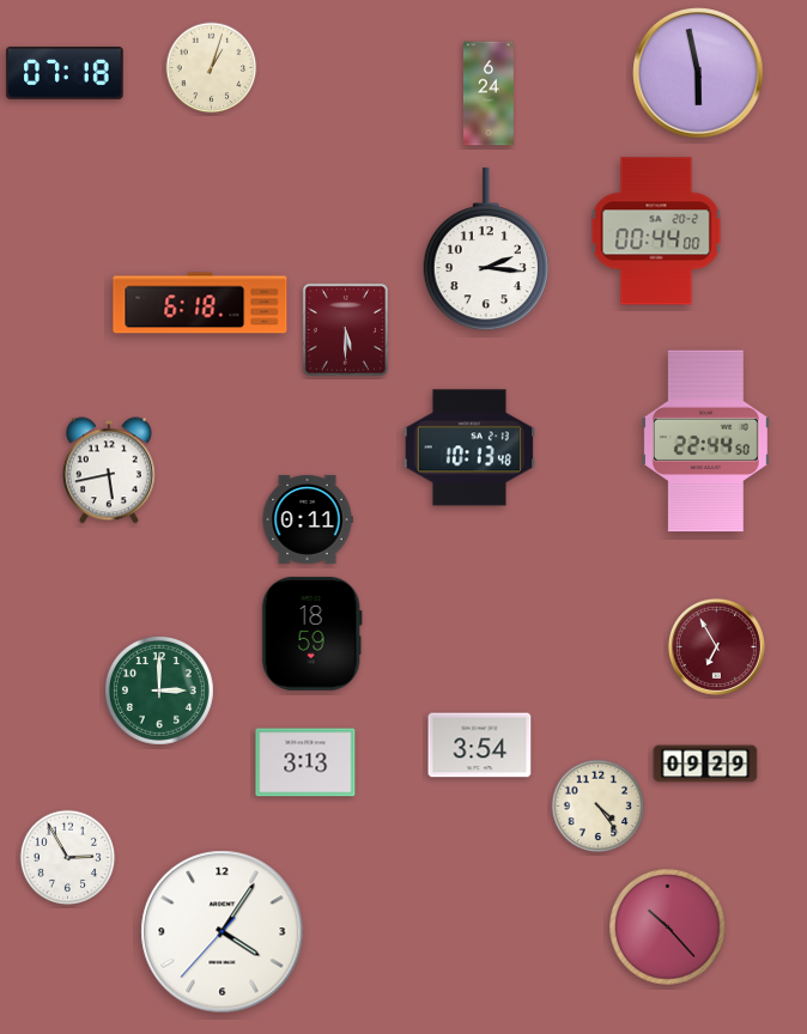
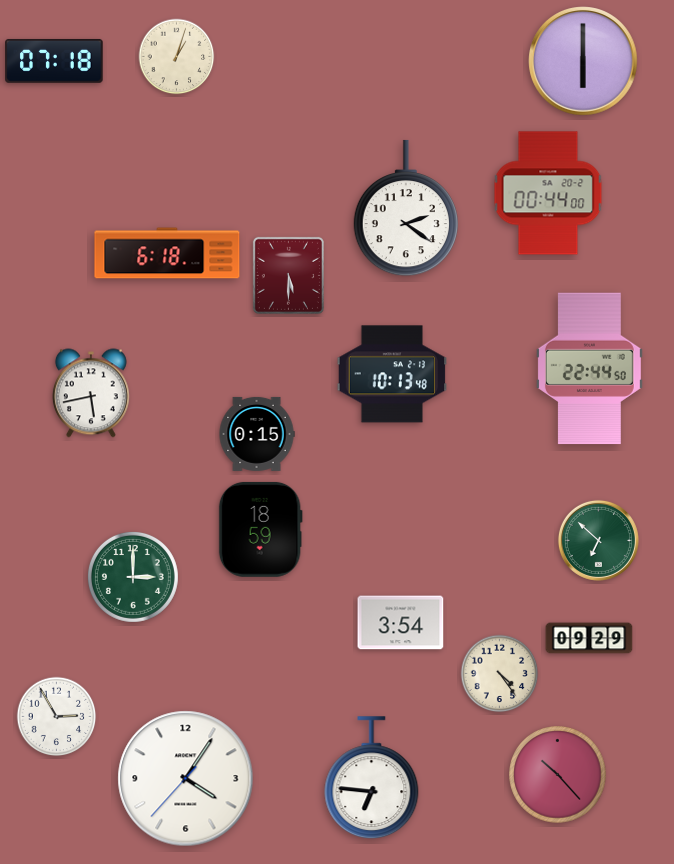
clock at (698, 73): 5:58 -> 6:00
clock at (489, 93): 6:24 -> none
clock at (486, 249): 2:16 -> 2:21
clock at (308, 519): 0:11 -> 0:15
clock at (716, 646): 6:55 -> 6:52
clock at (716, 646) dial: burgundy -> green
clock at (305, 762): 3:13 -> none
clock at (372, 778): none -> 6:46
